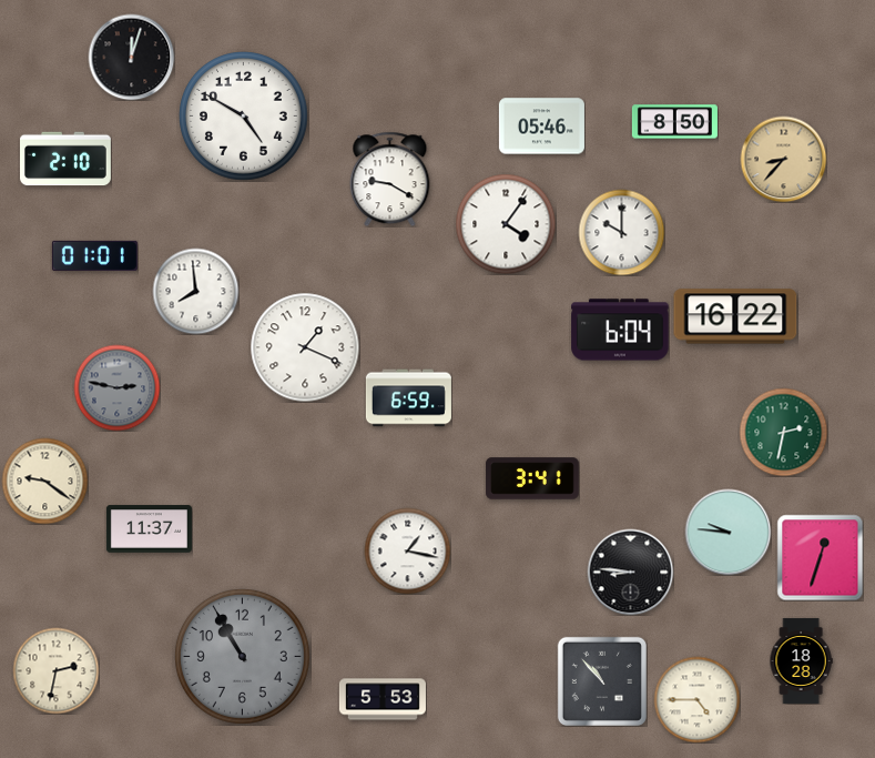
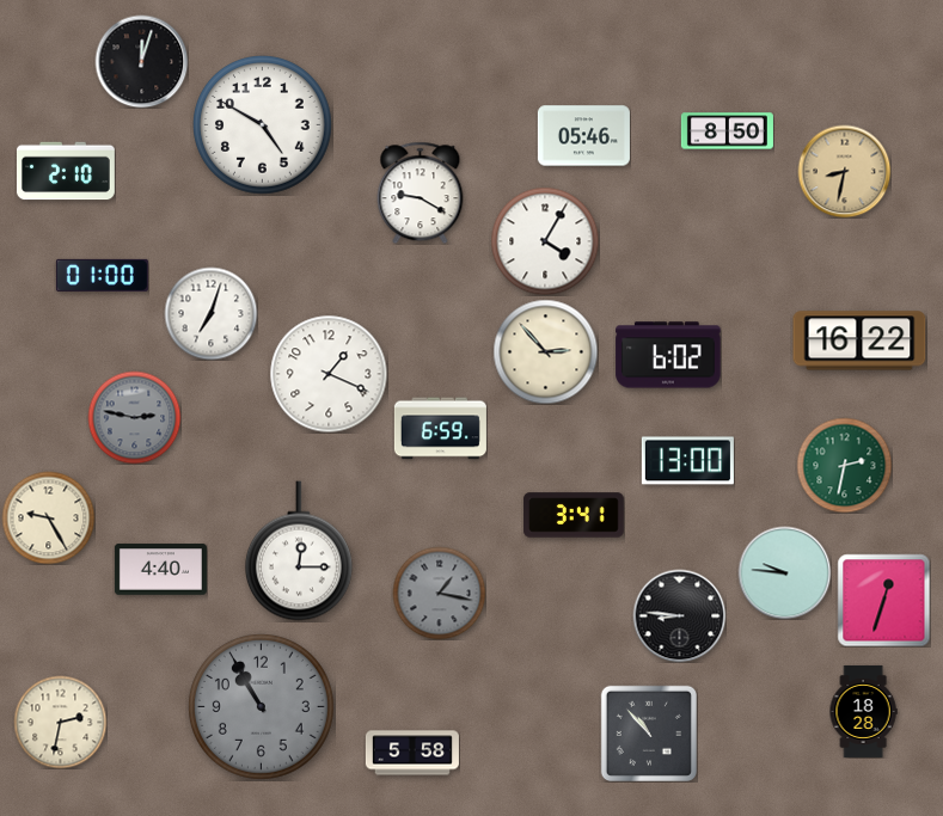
clock at (67, 159) position: (67, 159) -> (67, 171)
clock at (783, 159): 8:37 -> 8:32
clock at (506, 224): 4:06 -> 4:05
clock at (621, 232): 10:00 -> none
clock at (94, 255): 01:01 -> 01:00
clock at (195, 291): 7:59 -> 7:03
clock at (735, 316) position: (735, 316) -> (859, 340)
clock at (545, 351): none -> 2:53
clock at (620, 330): 6:04 -> 6:02
clock at (116, 387) position: (116, 387) -> (134, 417)
clock at (687, 461): none -> 13:00
clock at (44, 481): 9:21 -> 9:25
clock at (299, 551): none -> 12:15
clock at (149, 529): 11:37 -> 4:40
clock at (407, 550) dial: white -> grey
clock at (383, 699): 5:53 -> 5:58
clock at (696, 699): 4:45 -> none
